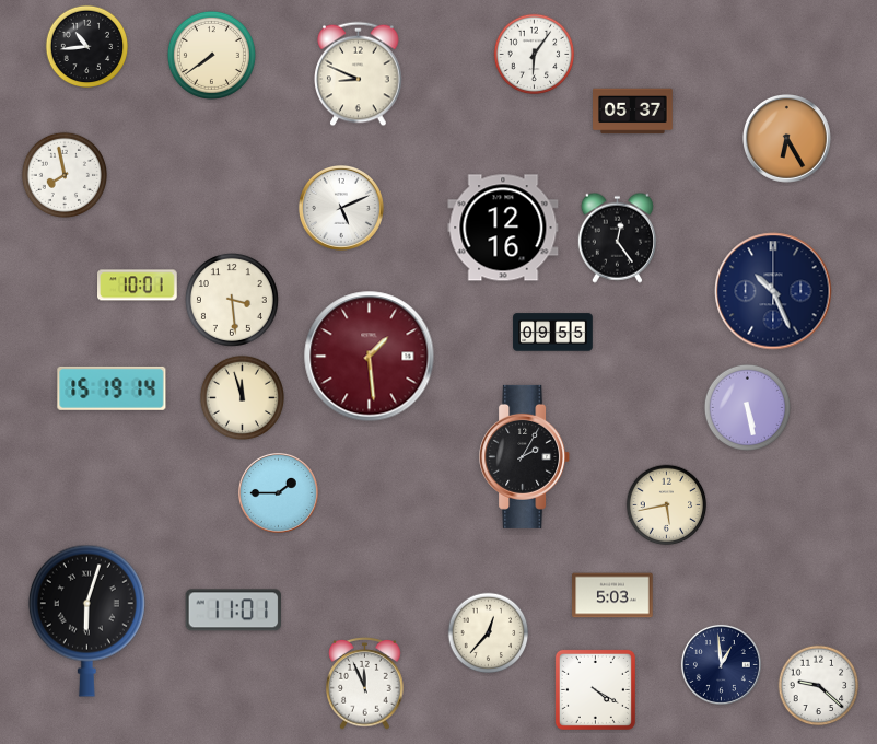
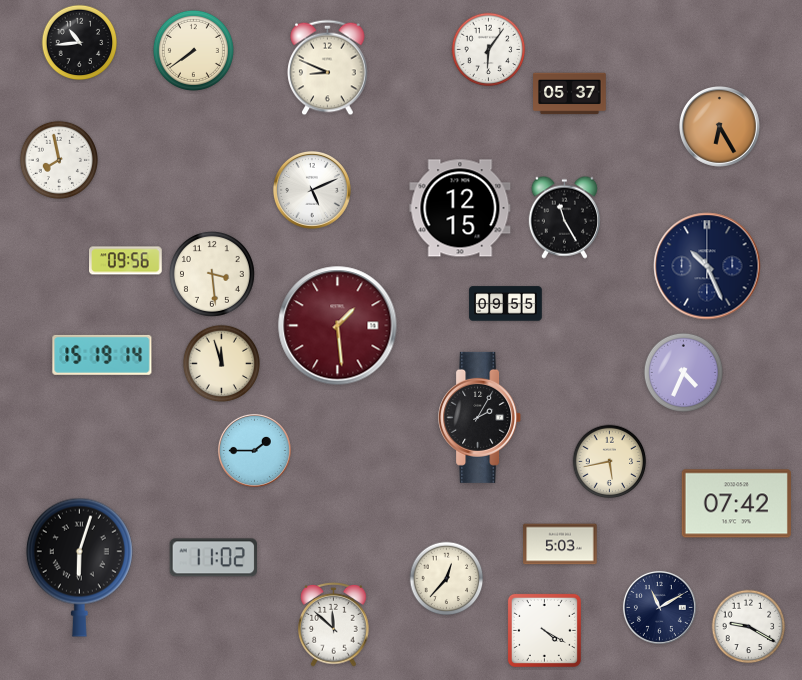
clock at (633, 112) position: (633, 112) -> (570, 94)
clock at (503, 228): 12:16 -> 12:15
clock at (617, 237): 12:24 -> 11:25
clock at (138, 286): 10:01 -> 09:56
clock at (747, 407): 5:28 -> 4:34
clock at (736, 504): none -> 07:42
clock at (233, 611): 11:01 -> 11:02
clock at (721, 664): 12:59 -> 11:10
clock at (365, 683): 11:56 -> 11:52
clock at (819, 686): 9:22 -> 9:20
